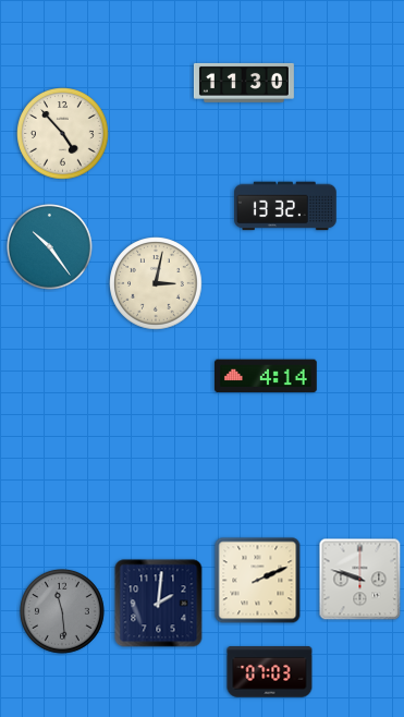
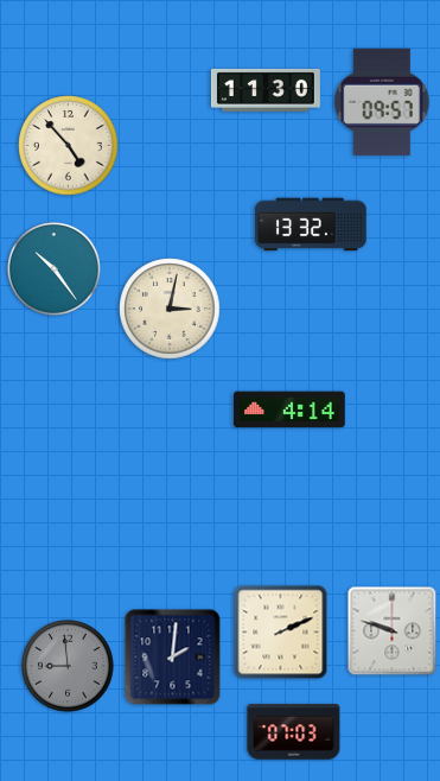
clock at (382, 102): none -> 09:57
clock at (63, 612): 11:29 -> 8:59
